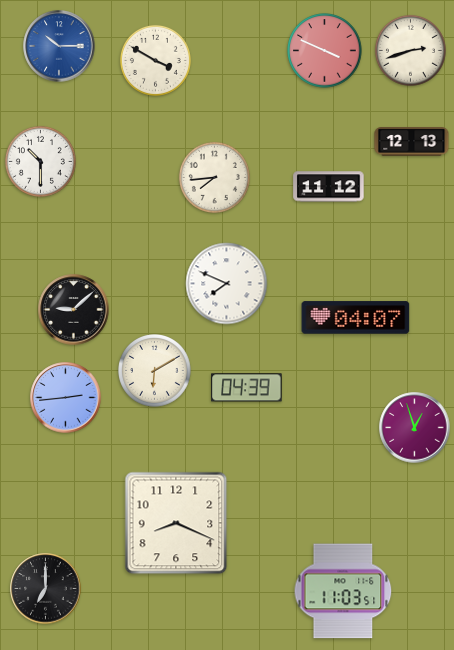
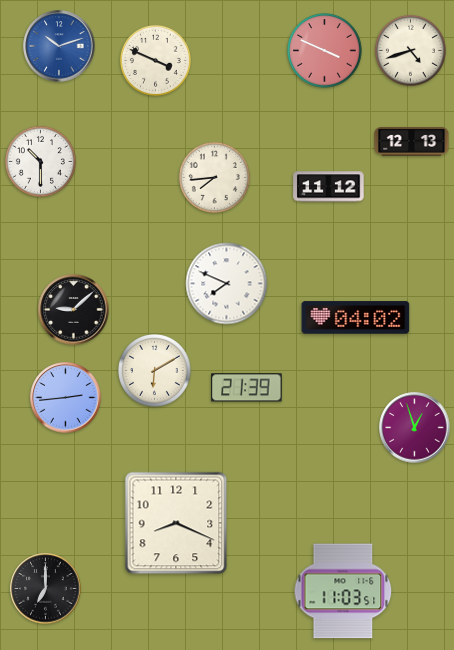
clock at (59, 46): 10:15 -> 10:12
clock at (410, 50): 2:42 -> 4:42
clock at (155, 60): 3:50 -> 3:49
clock at (356, 318): 04:07 -> 04:02
clock at (247, 388): 04:39 -> 21:39
